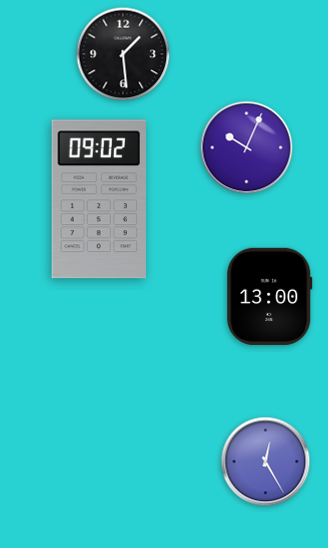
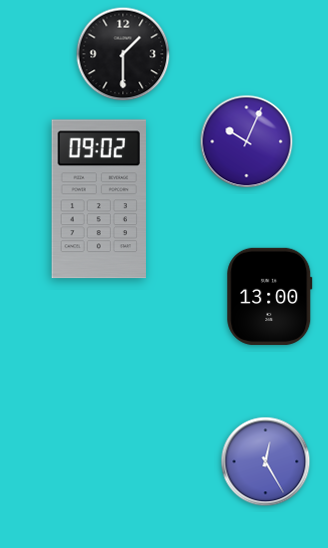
clock at (123, 54): 1:29 -> 1:30
clock at (247, 148) position: (247, 148) -> (247, 142)
